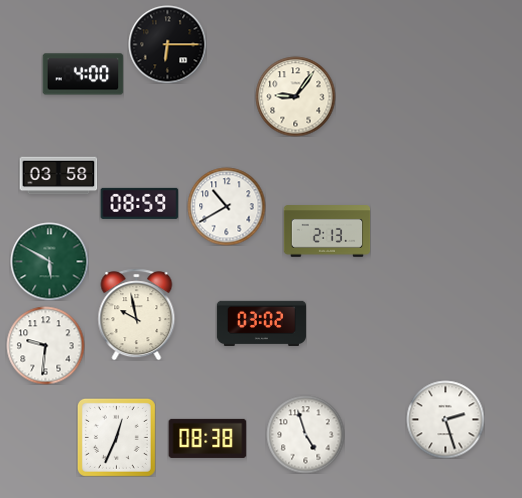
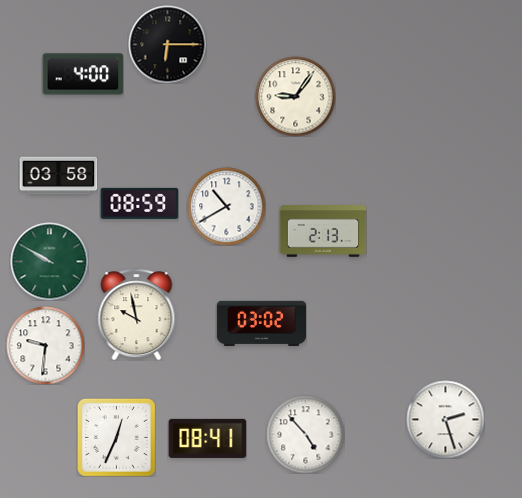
clock at (327, 231) position: (327, 231) -> (323, 231)
clock at (49, 261): 5:50 -> 9:50
clock at (305, 434): 4:57 -> 4:53
clock at (207, 438): 08:38 -> 08:41
